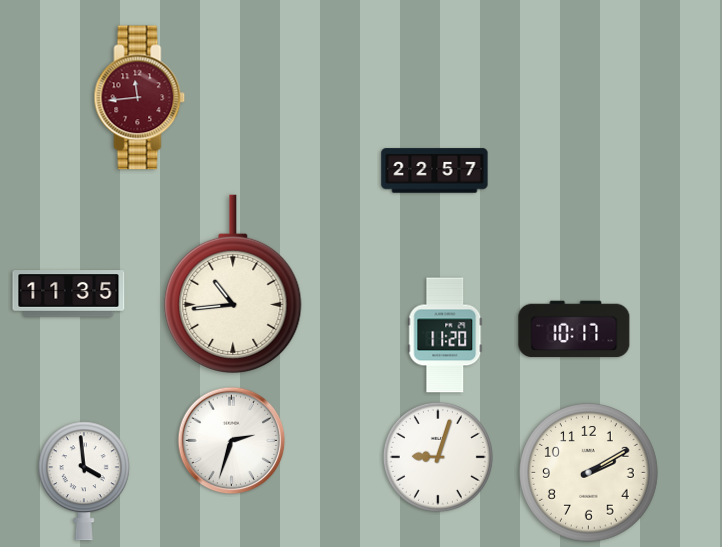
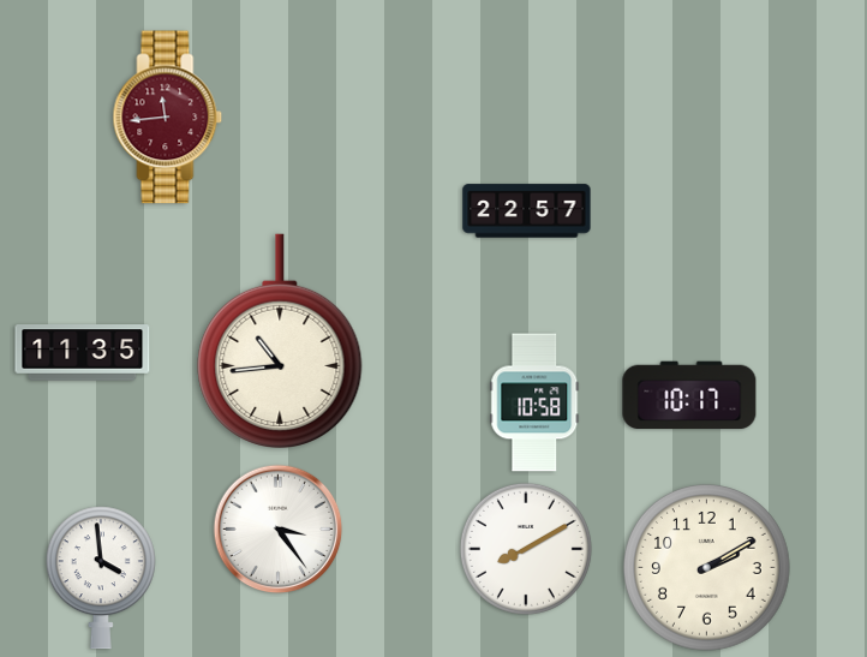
clock at (435, 171) position: (435, 171) -> (527, 211)
clock at (445, 335): 11:20 -> 10:58
clock at (232, 441): 2:33 -> 3:24
clock at (438, 457): 9:03 -> 8:10
